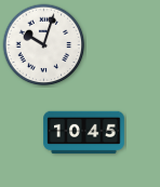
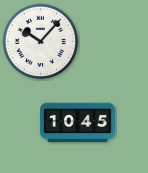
clock at (44, 45): 10:03 -> 10:07
